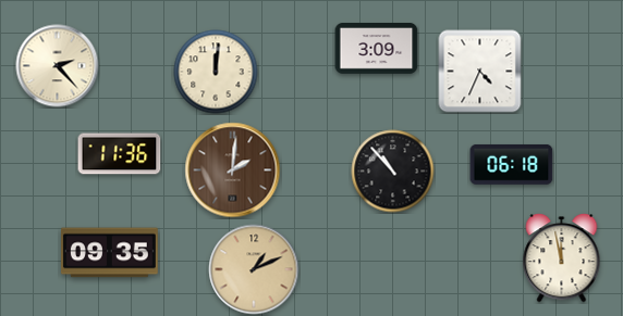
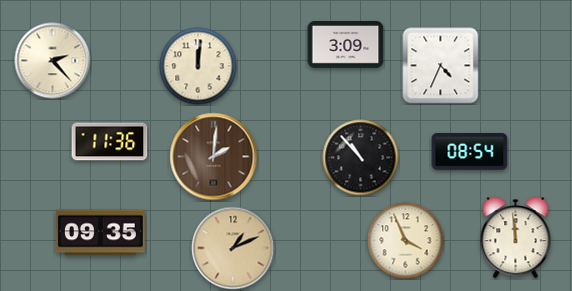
clock at (512, 165): 06:18 -> 08:54
clock at (562, 258): 11:58 -> 11:59
clock at (406, 241): none -> 3:56
